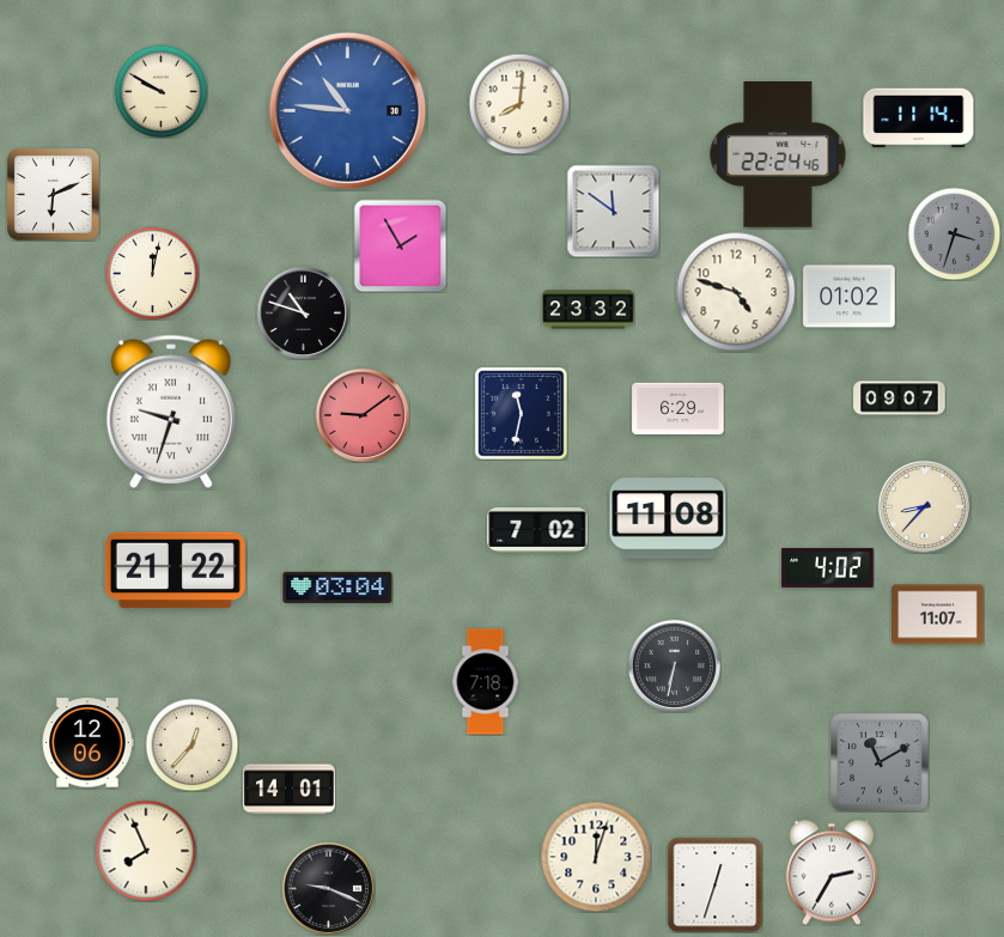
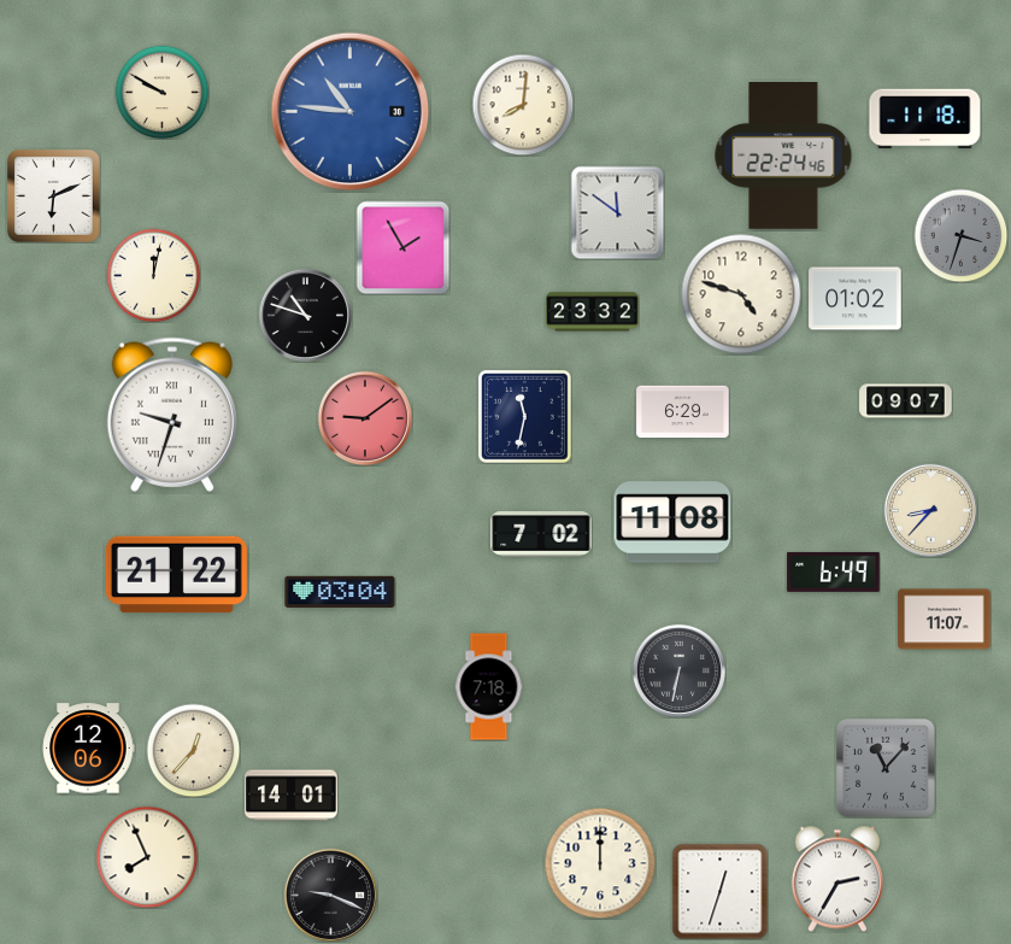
clock at (919, 118): 11:14 -> 11:18
clock at (828, 567): 4:02 -> 6:49
clock at (880, 762): 11:10 -> 11:07
clock at (596, 857): 12:03 -> 12:00
